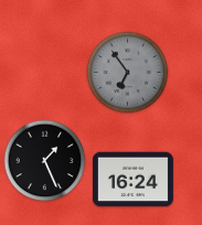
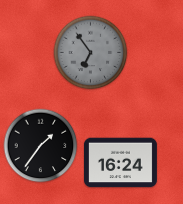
clock at (128, 73) position: (128, 73) -> (91, 53)
clock at (45, 161): 1:26 -> 1:36
